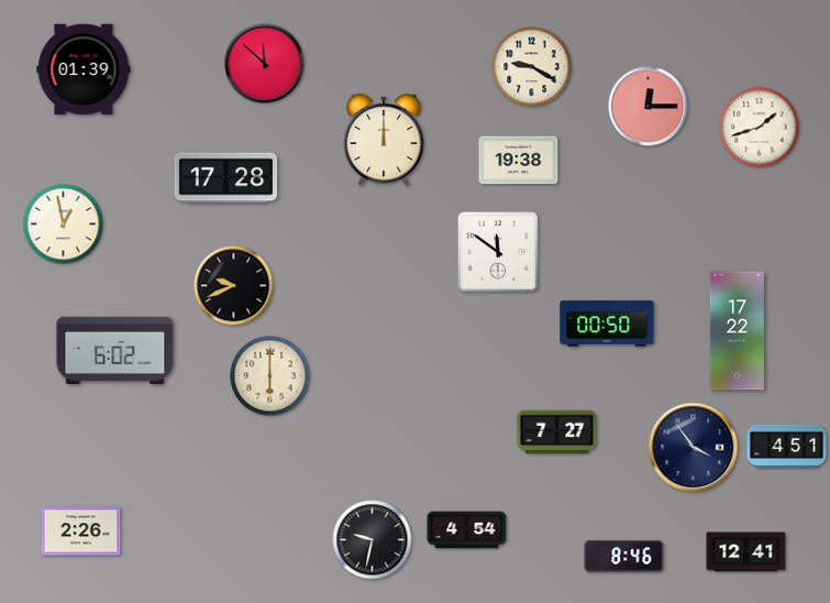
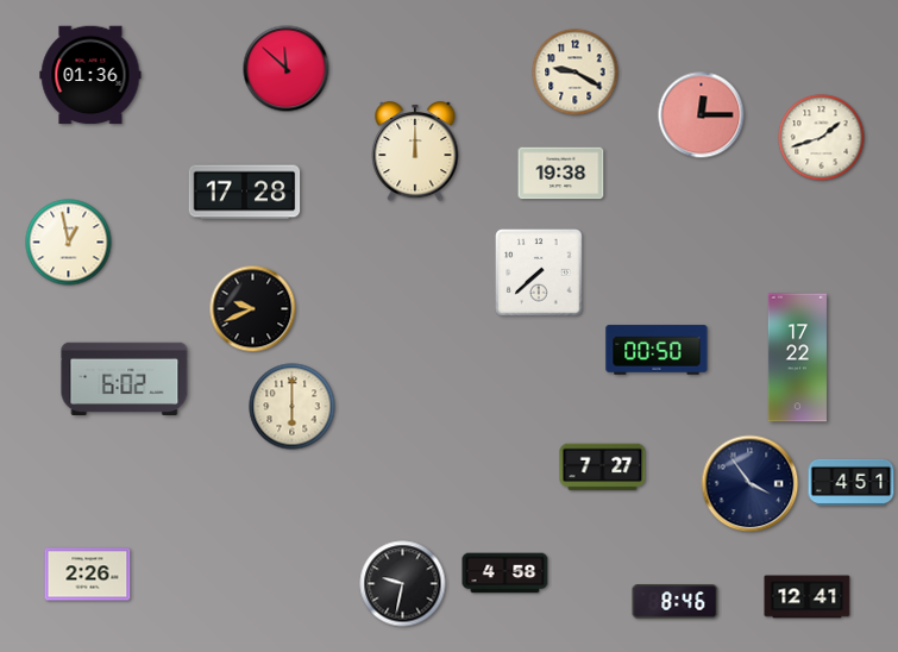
clock at (84, 69): 01:39 -> 01:36
clock at (498, 252): 11:51 -> 7:38
clock at (467, 530): 4:54 -> 4:58
